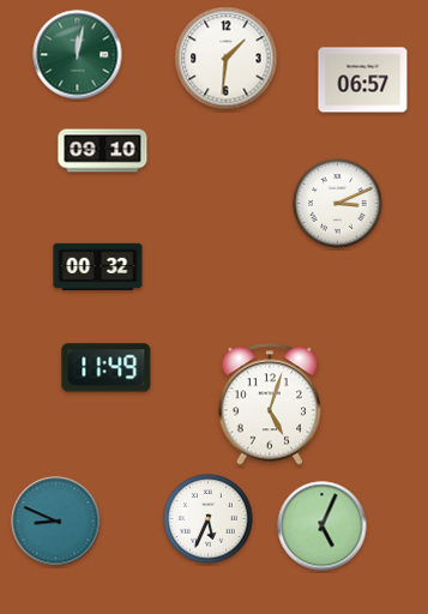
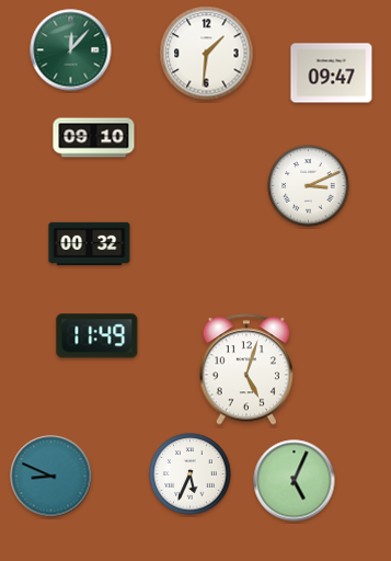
clock at (78, 55): 12:02 -> 12:07
clock at (363, 80): 06:57 -> 09:47
